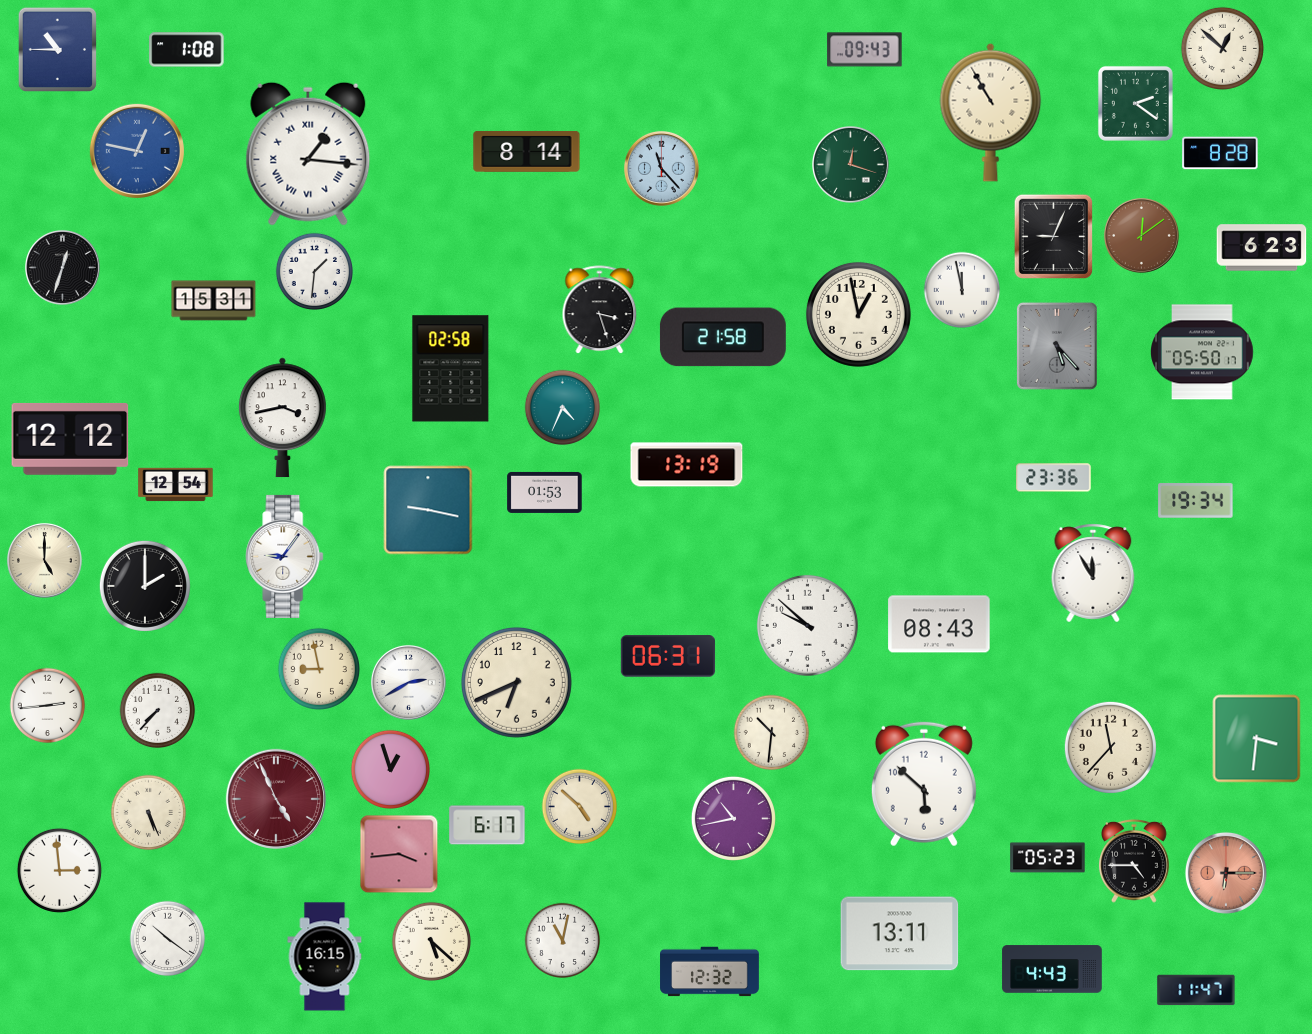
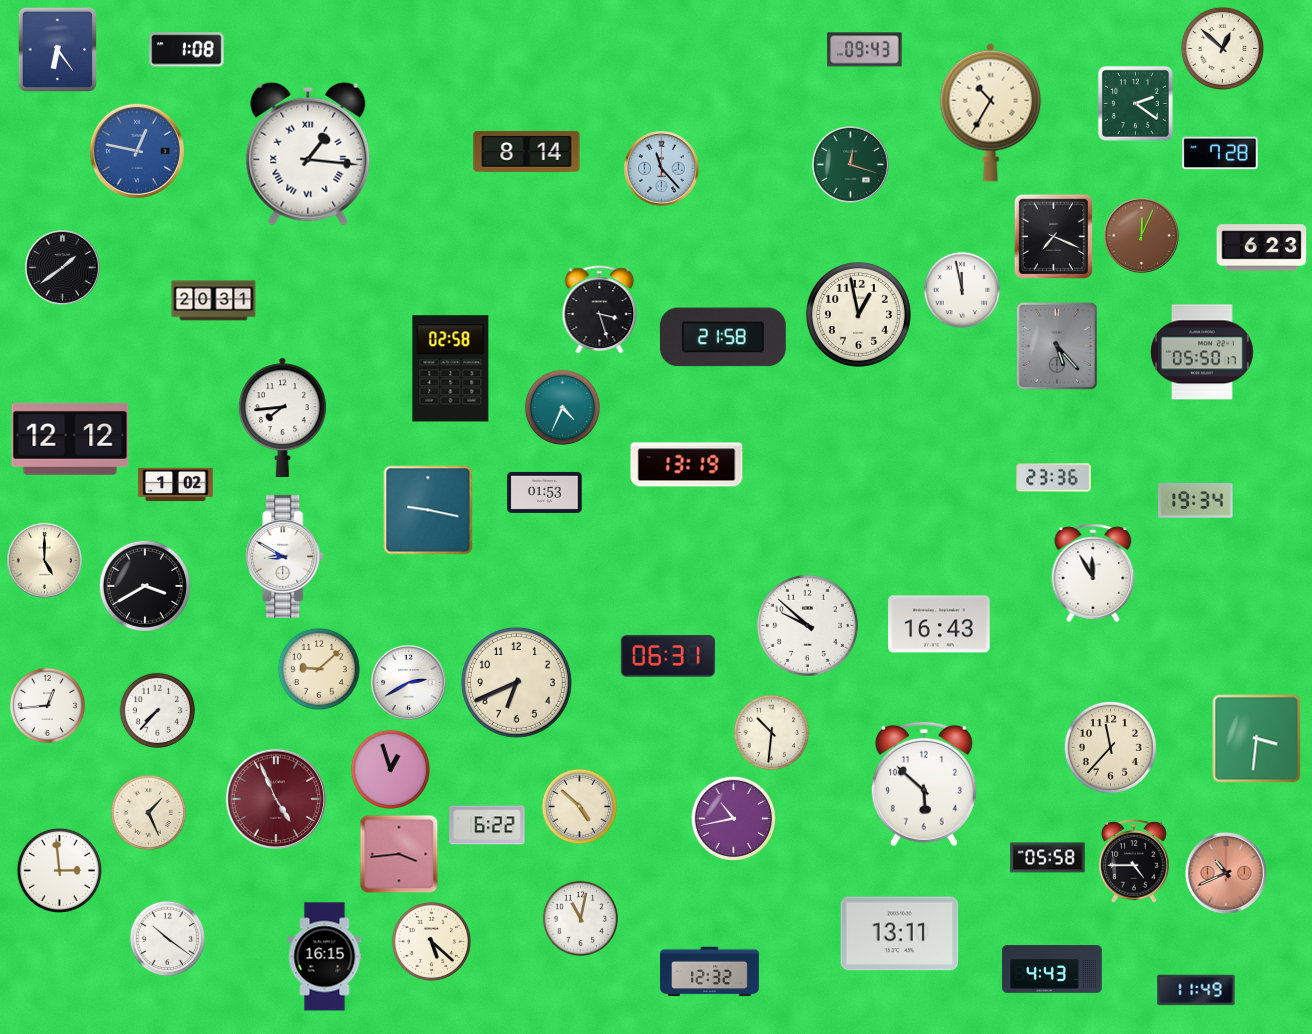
clock at (57, 49): 10:45 -> 6:24
clock at (991, 112): 10:55 -> 10:35
clock at (1220, 153): 8:28 -> 7:28
clock at (1141, 235): 12:09 -> 12:04
clock at (1053, 236): 9:04 -> 7:19
clock at (62, 267): 12:33 -> 1:39
clock at (314, 271): 1:31 -> none
clock at (214, 301): 15:31 -> 20:31
clock at (283, 418): 3:43 -> 7:44
clock at (176, 485): 12:54 -> 1:02
clock at (285, 556): 9:06 -> 8:50
clock at (145, 586): 2:00 -> 3:40
clock at (939, 624): 08:43 -> 16:43
clock at (319, 669): 8:58 -> 9:08
clock at (48, 706): 2:44 -> 12:44
clock at (149, 813): 5:26 -> 1:26
clock at (487, 825): 6:17 -> 6:22
clock at (1048, 858): 05:23 -> 05:58
clock at (1226, 873): 6:15 -> 10:41
clock at (563, 941) position: (563, 941) -> (581, 919)
clock at (1196, 990): 11:47 -> 11:49
